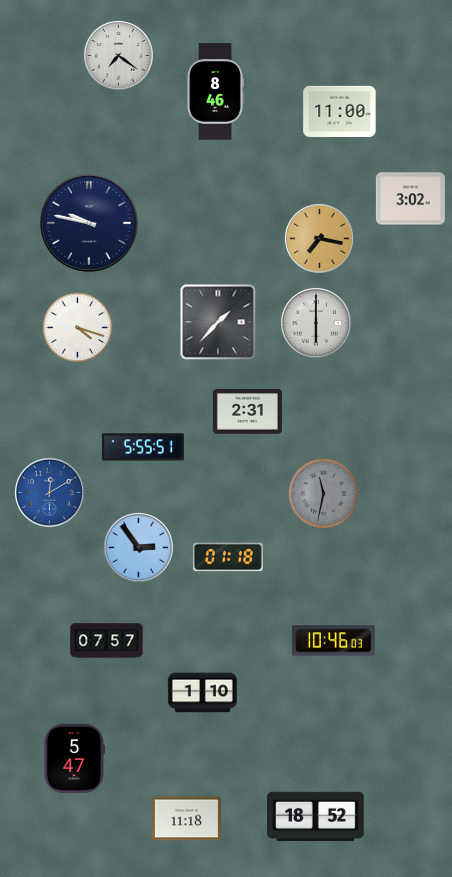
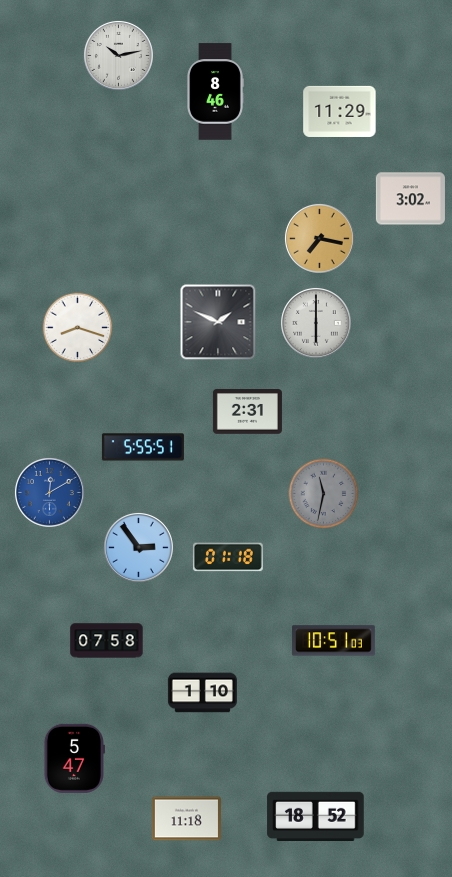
clock at (118, 55): 7:21 -> 10:13
clock at (340, 111): 11:00 -> 11:29
clock at (90, 224): 9:47 -> none
clock at (218, 322): 1:37 -> 1:49
clock at (78, 328): 4:18 -> 8:18
clock at (107, 641): 07:57 -> 07:58
clock at (334, 641): 10:46 -> 10:51
